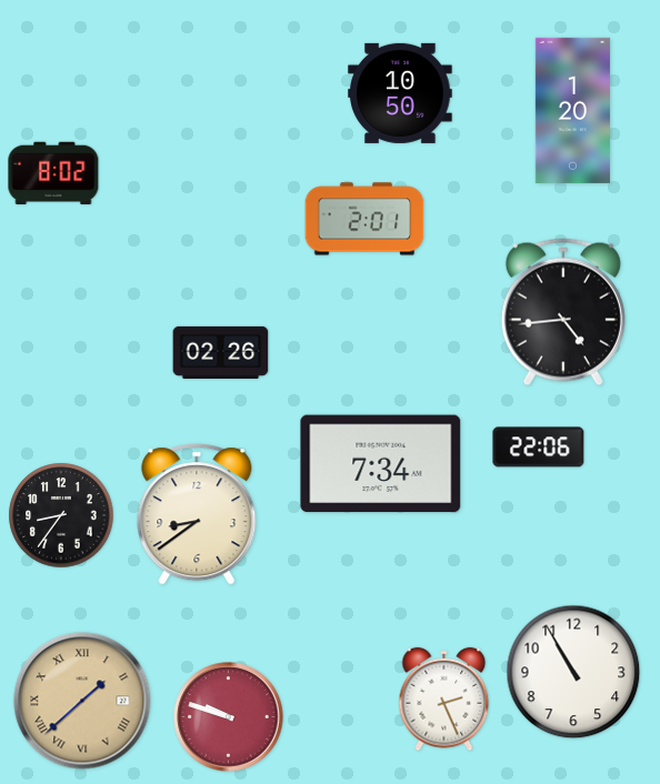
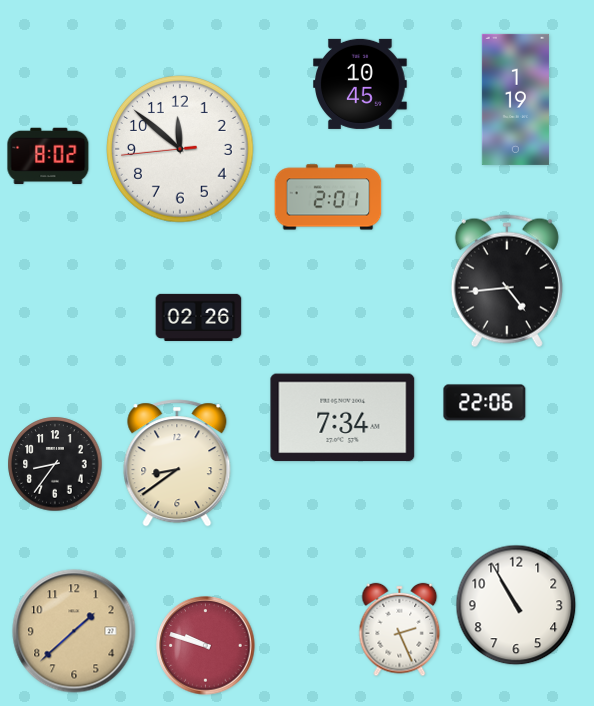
clock at (400, 93): 10:50 -> 10:45
clock at (572, 110): 1:20 -> 1:19
clock at (180, 149): none -> 11:51
clock at (82, 701) numerals: Roman -> Arabic
